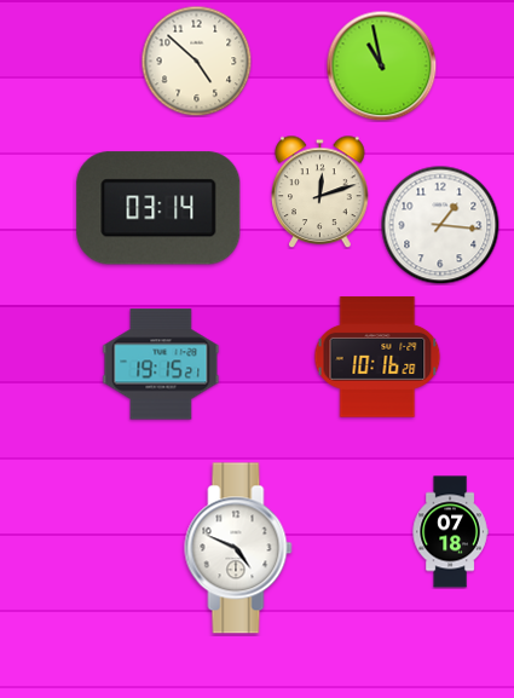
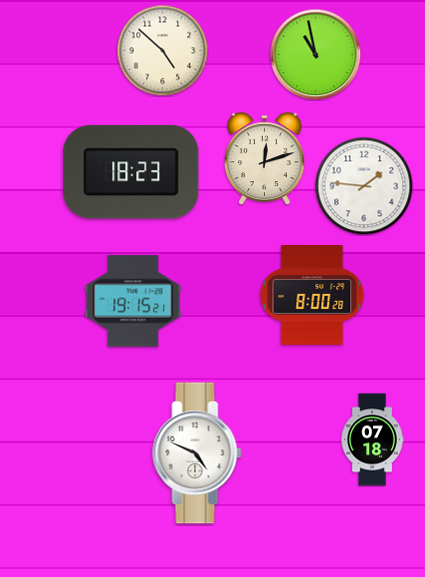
clock at (158, 208): 03:14 -> 18:23
clock at (440, 225): 1:16 -> 1:46
clock at (377, 357): 10:16 -> 8:00
